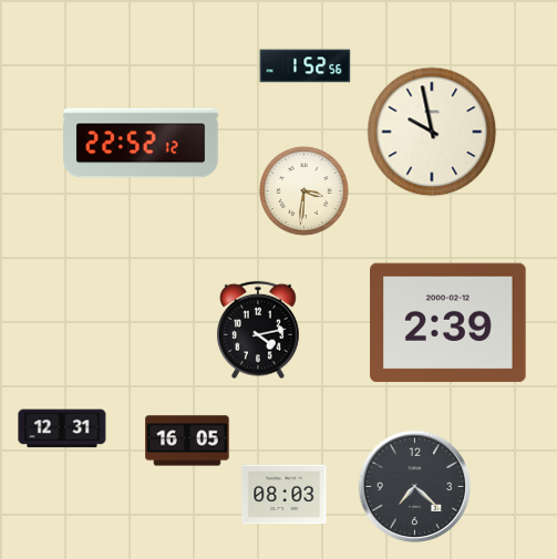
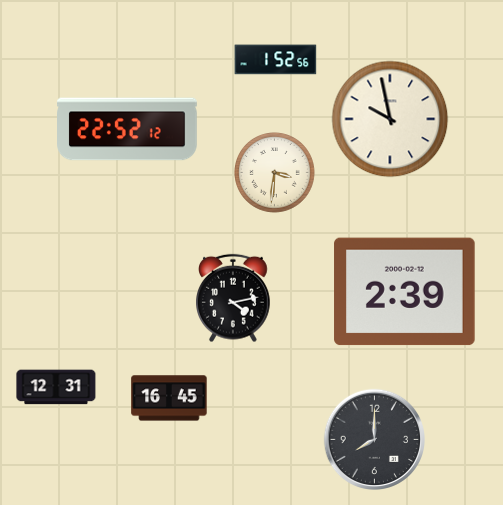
clock at (187, 441): 16:05 -> 16:45
clock at (414, 486): 7:22 -> 8:00
clock at (285, 495): 08:03 -> none
